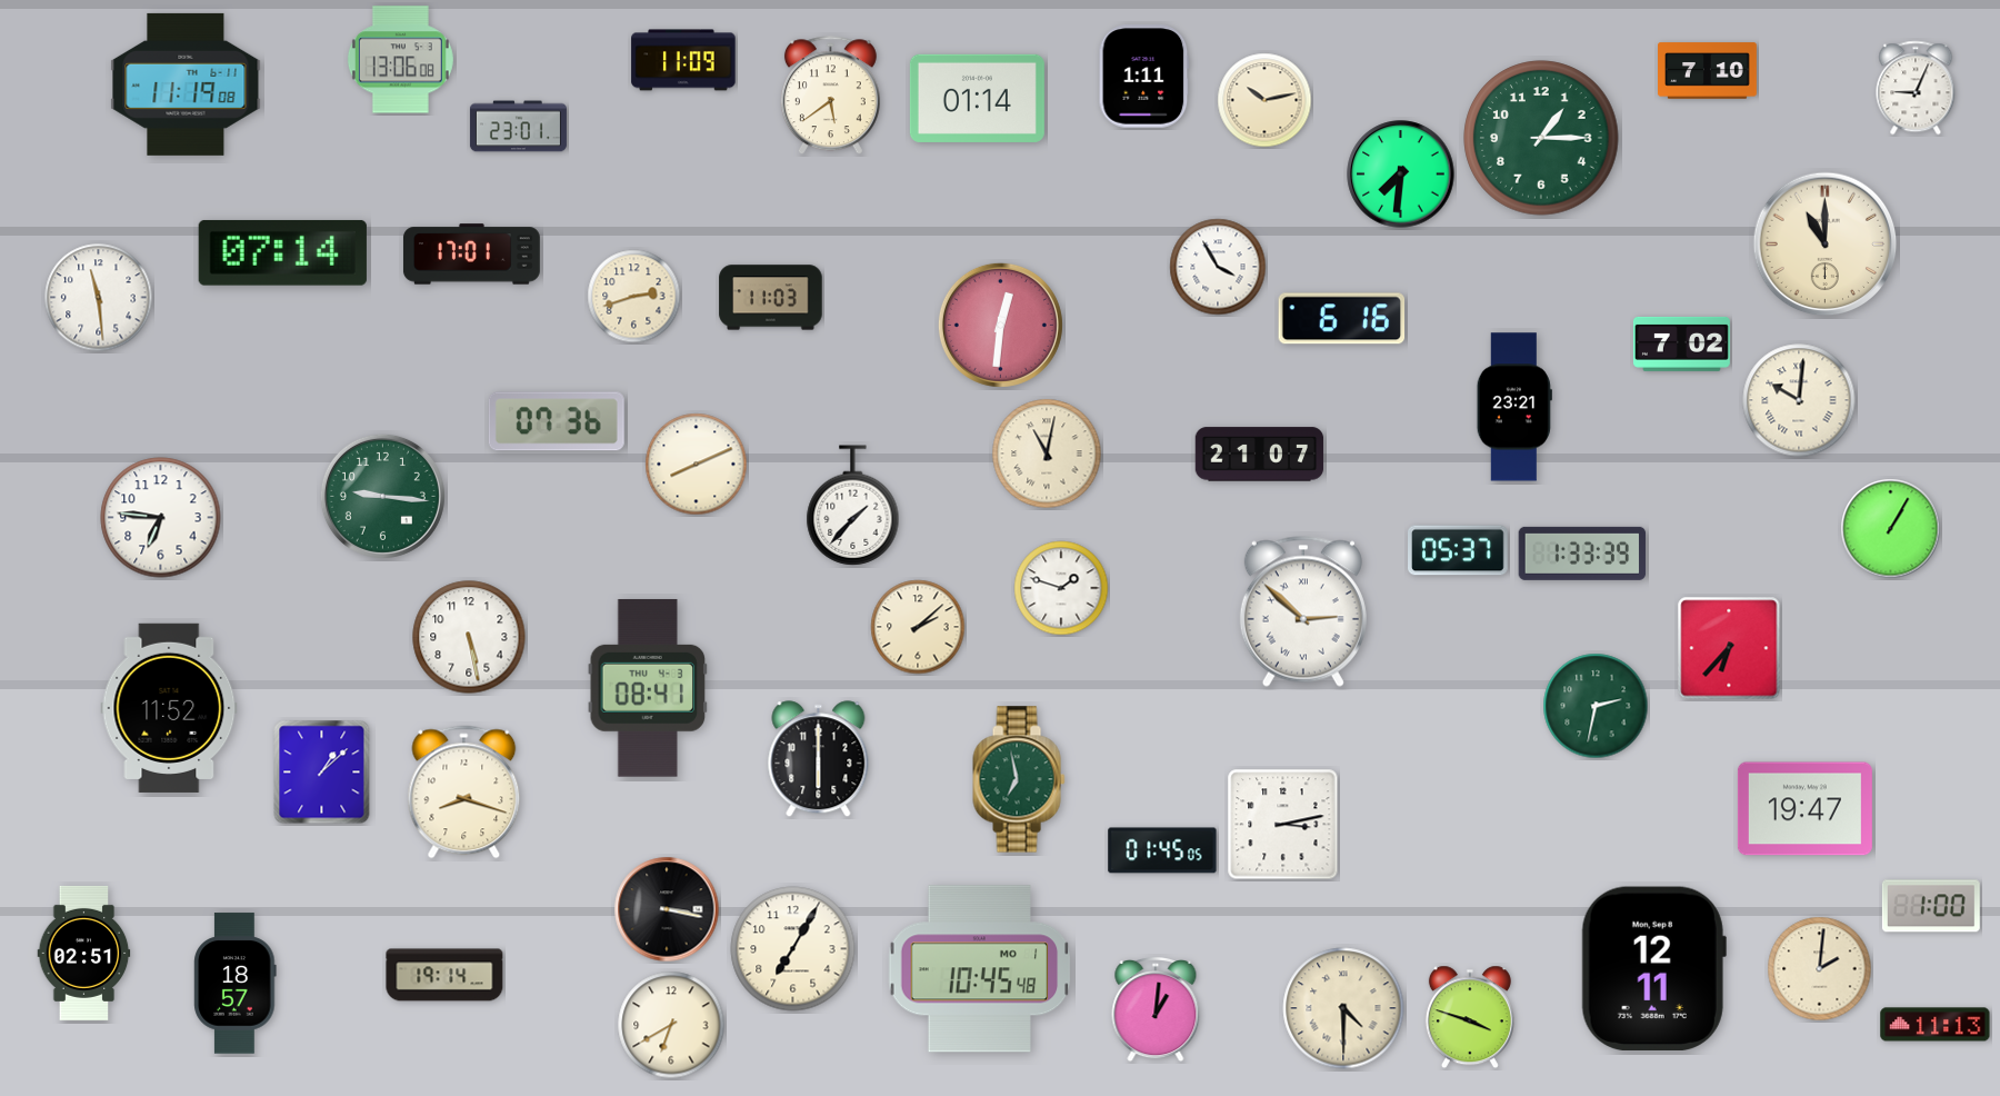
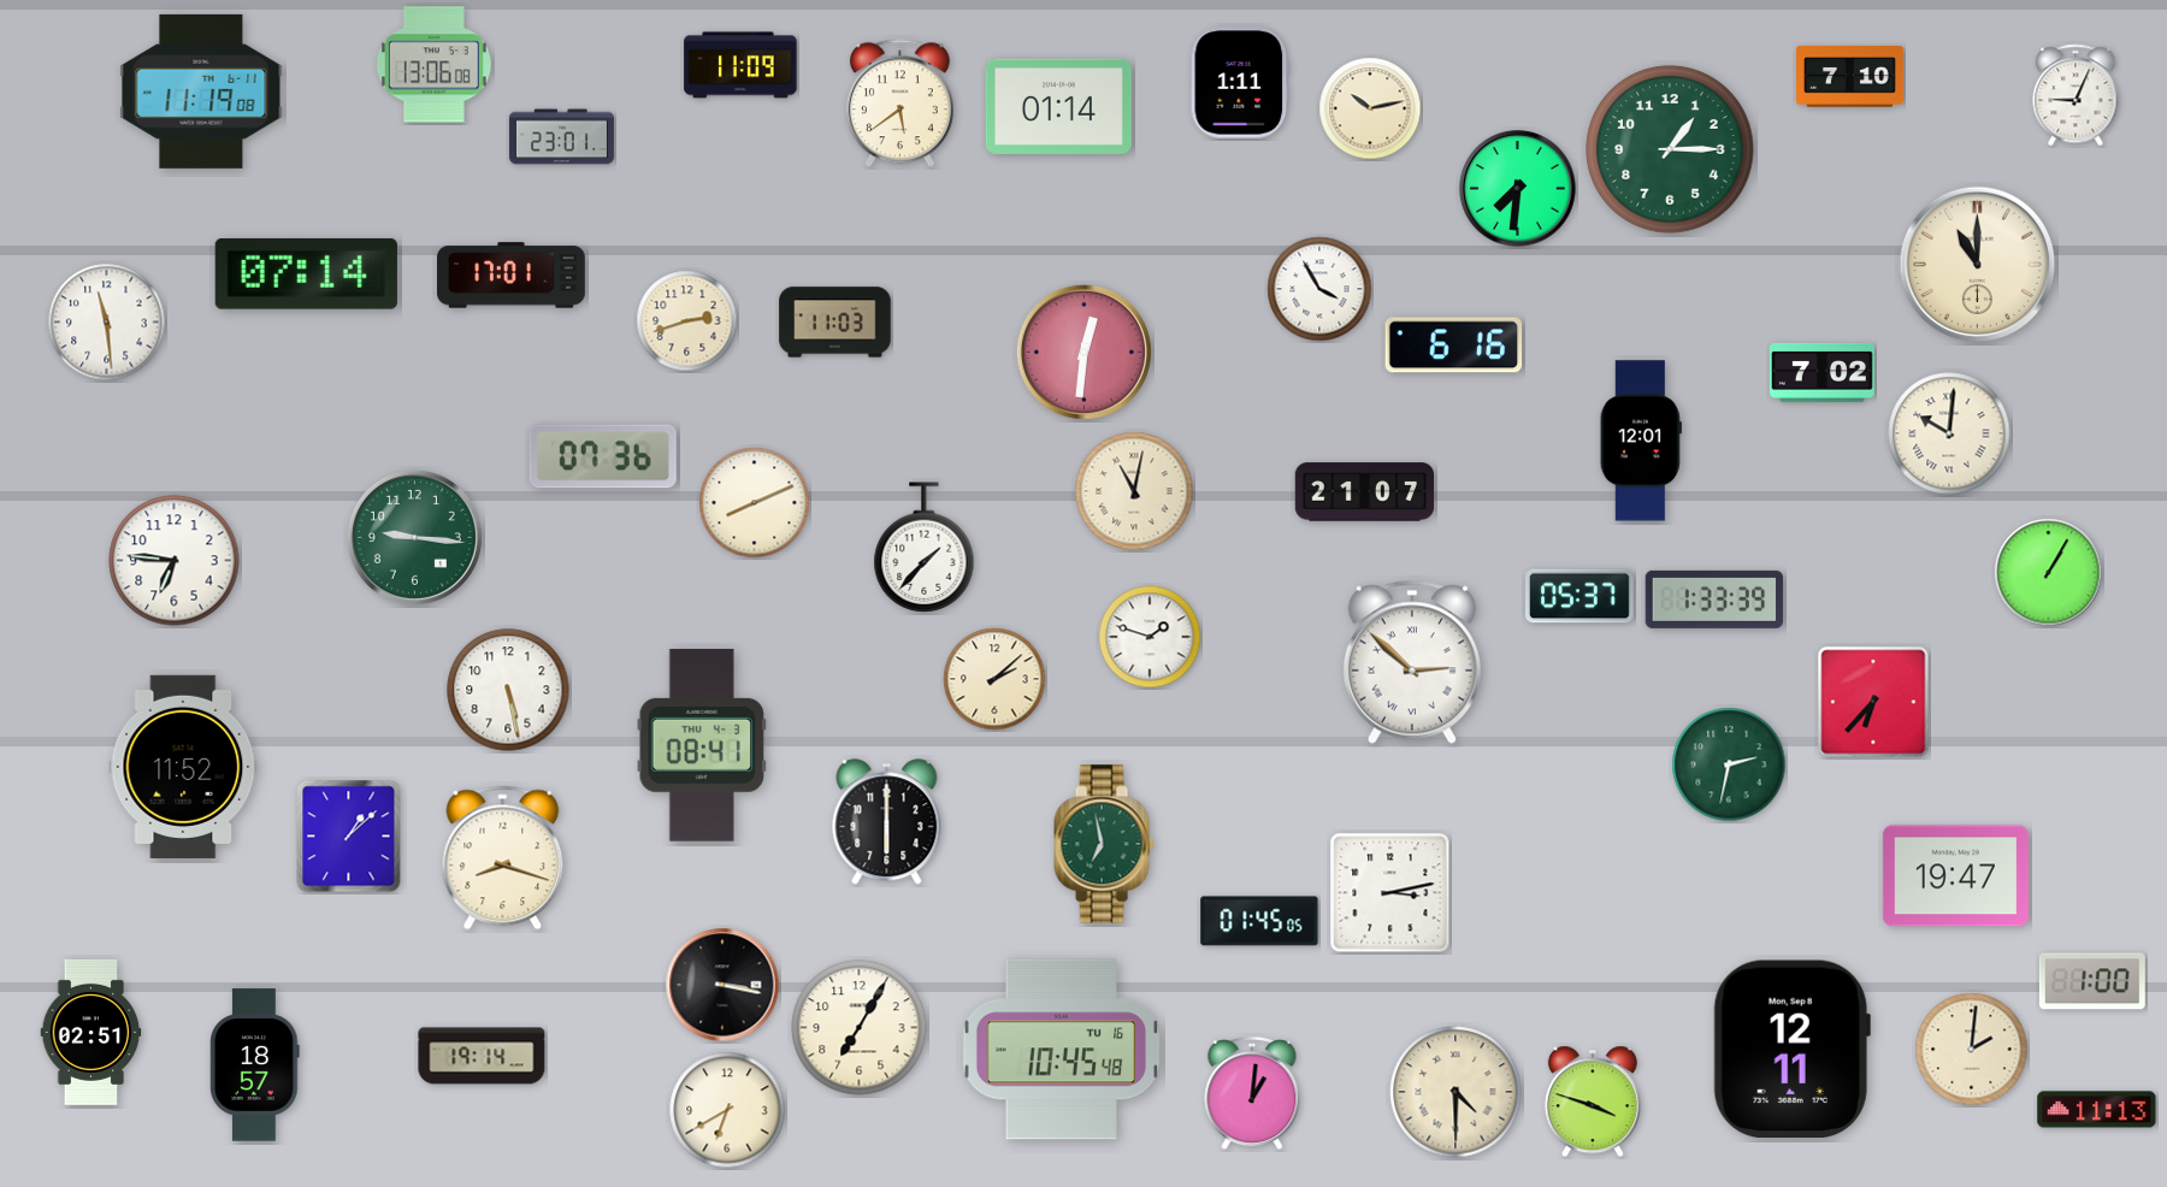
clock at (1514, 407): 23:21 -> 12:01
clock at (980, 969) date: MO 1 -> TU 16
